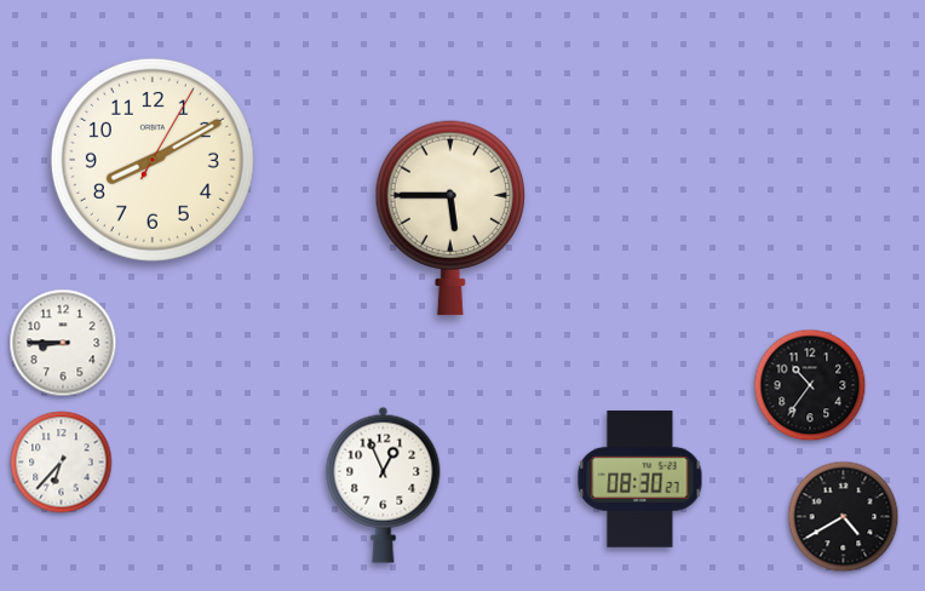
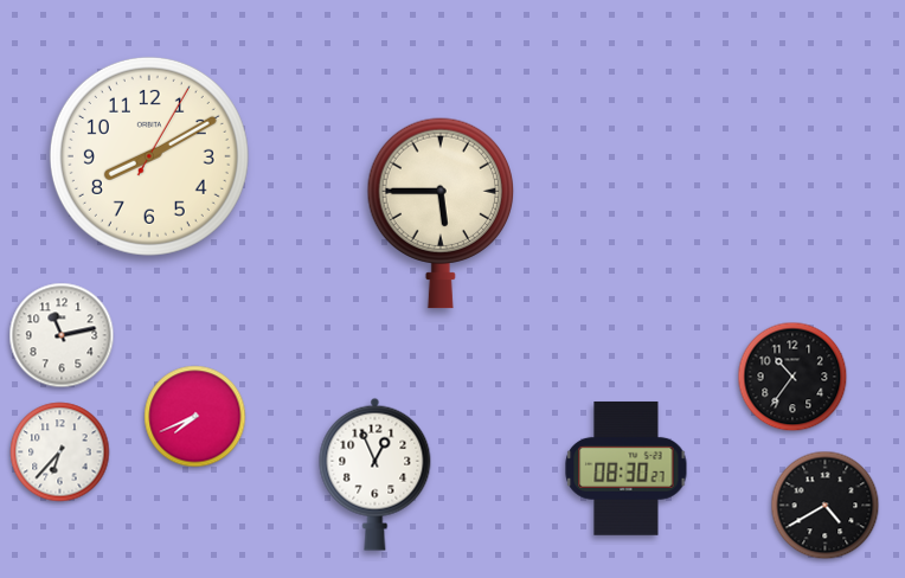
clock at (63, 343): 8:45 -> 11:13
clock at (195, 417): none -> 7:41
